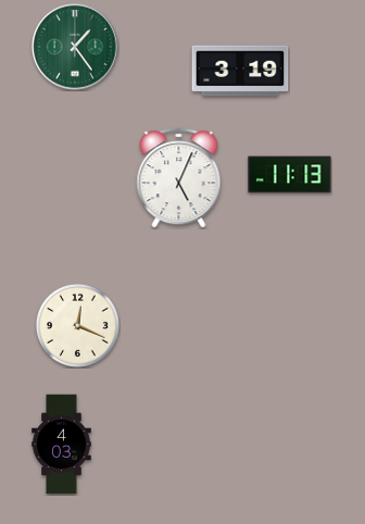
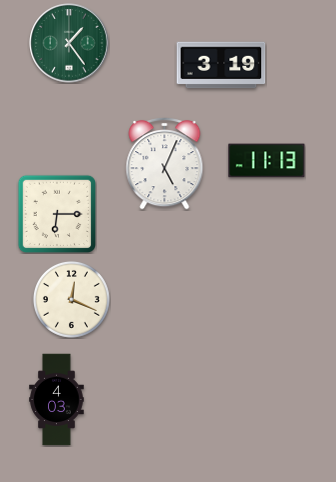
clock at (56, 213): none -> 6:15
clock at (62, 445) position: (62, 445) -> (57, 400)
